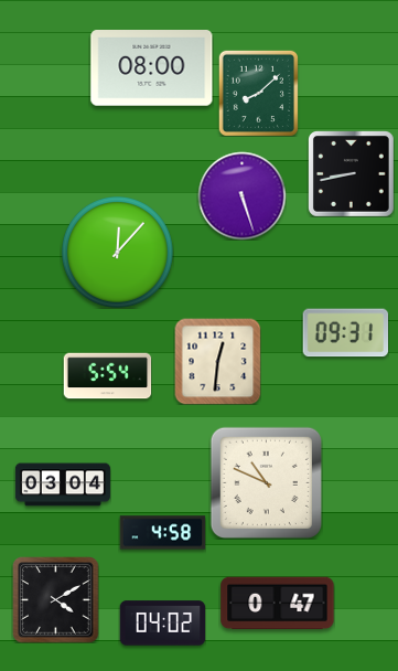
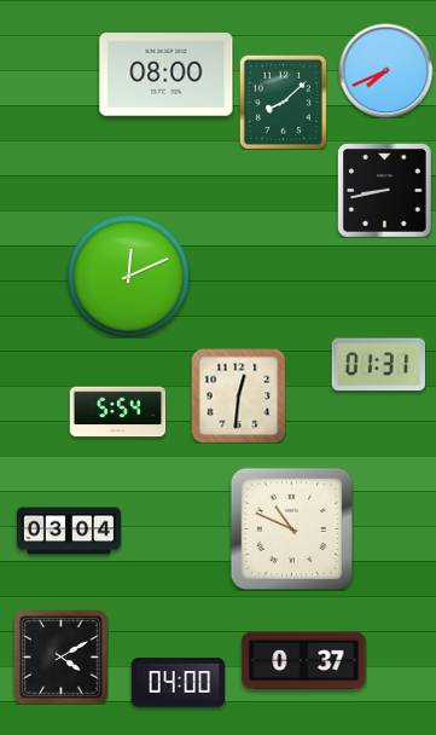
clock at (385, 70): none -> 7:41
clock at (241, 195): 5:27 -> none
clock at (118, 253): 12:07 -> 12:11
clock at (345, 333): 09:31 -> 01:31
clock at (162, 533): 4:58 -> none
clock at (278, 604): 0:47 -> 0:37
clock at (162, 624): 04:02 -> 04:00
